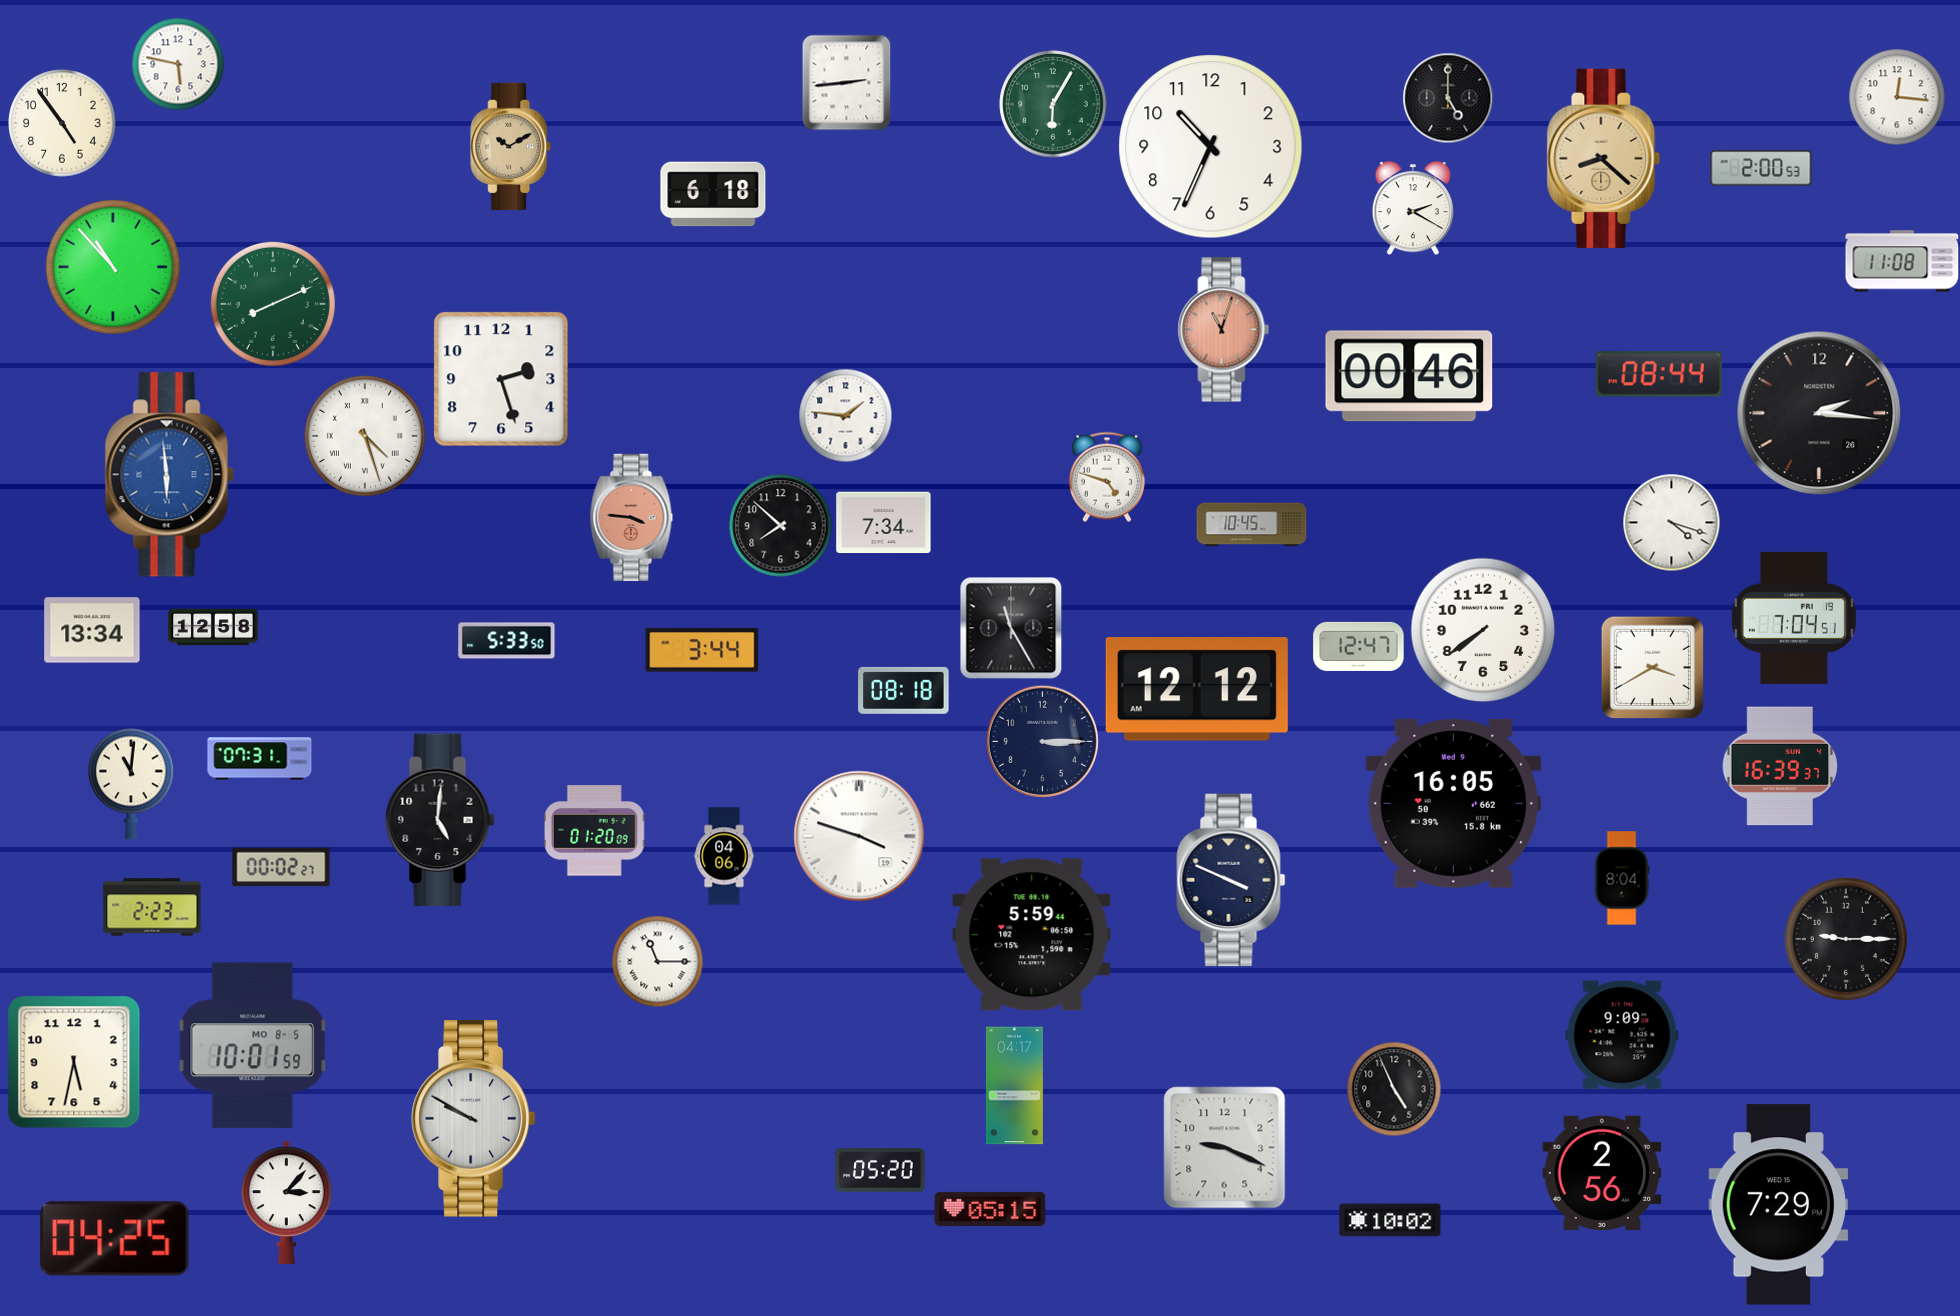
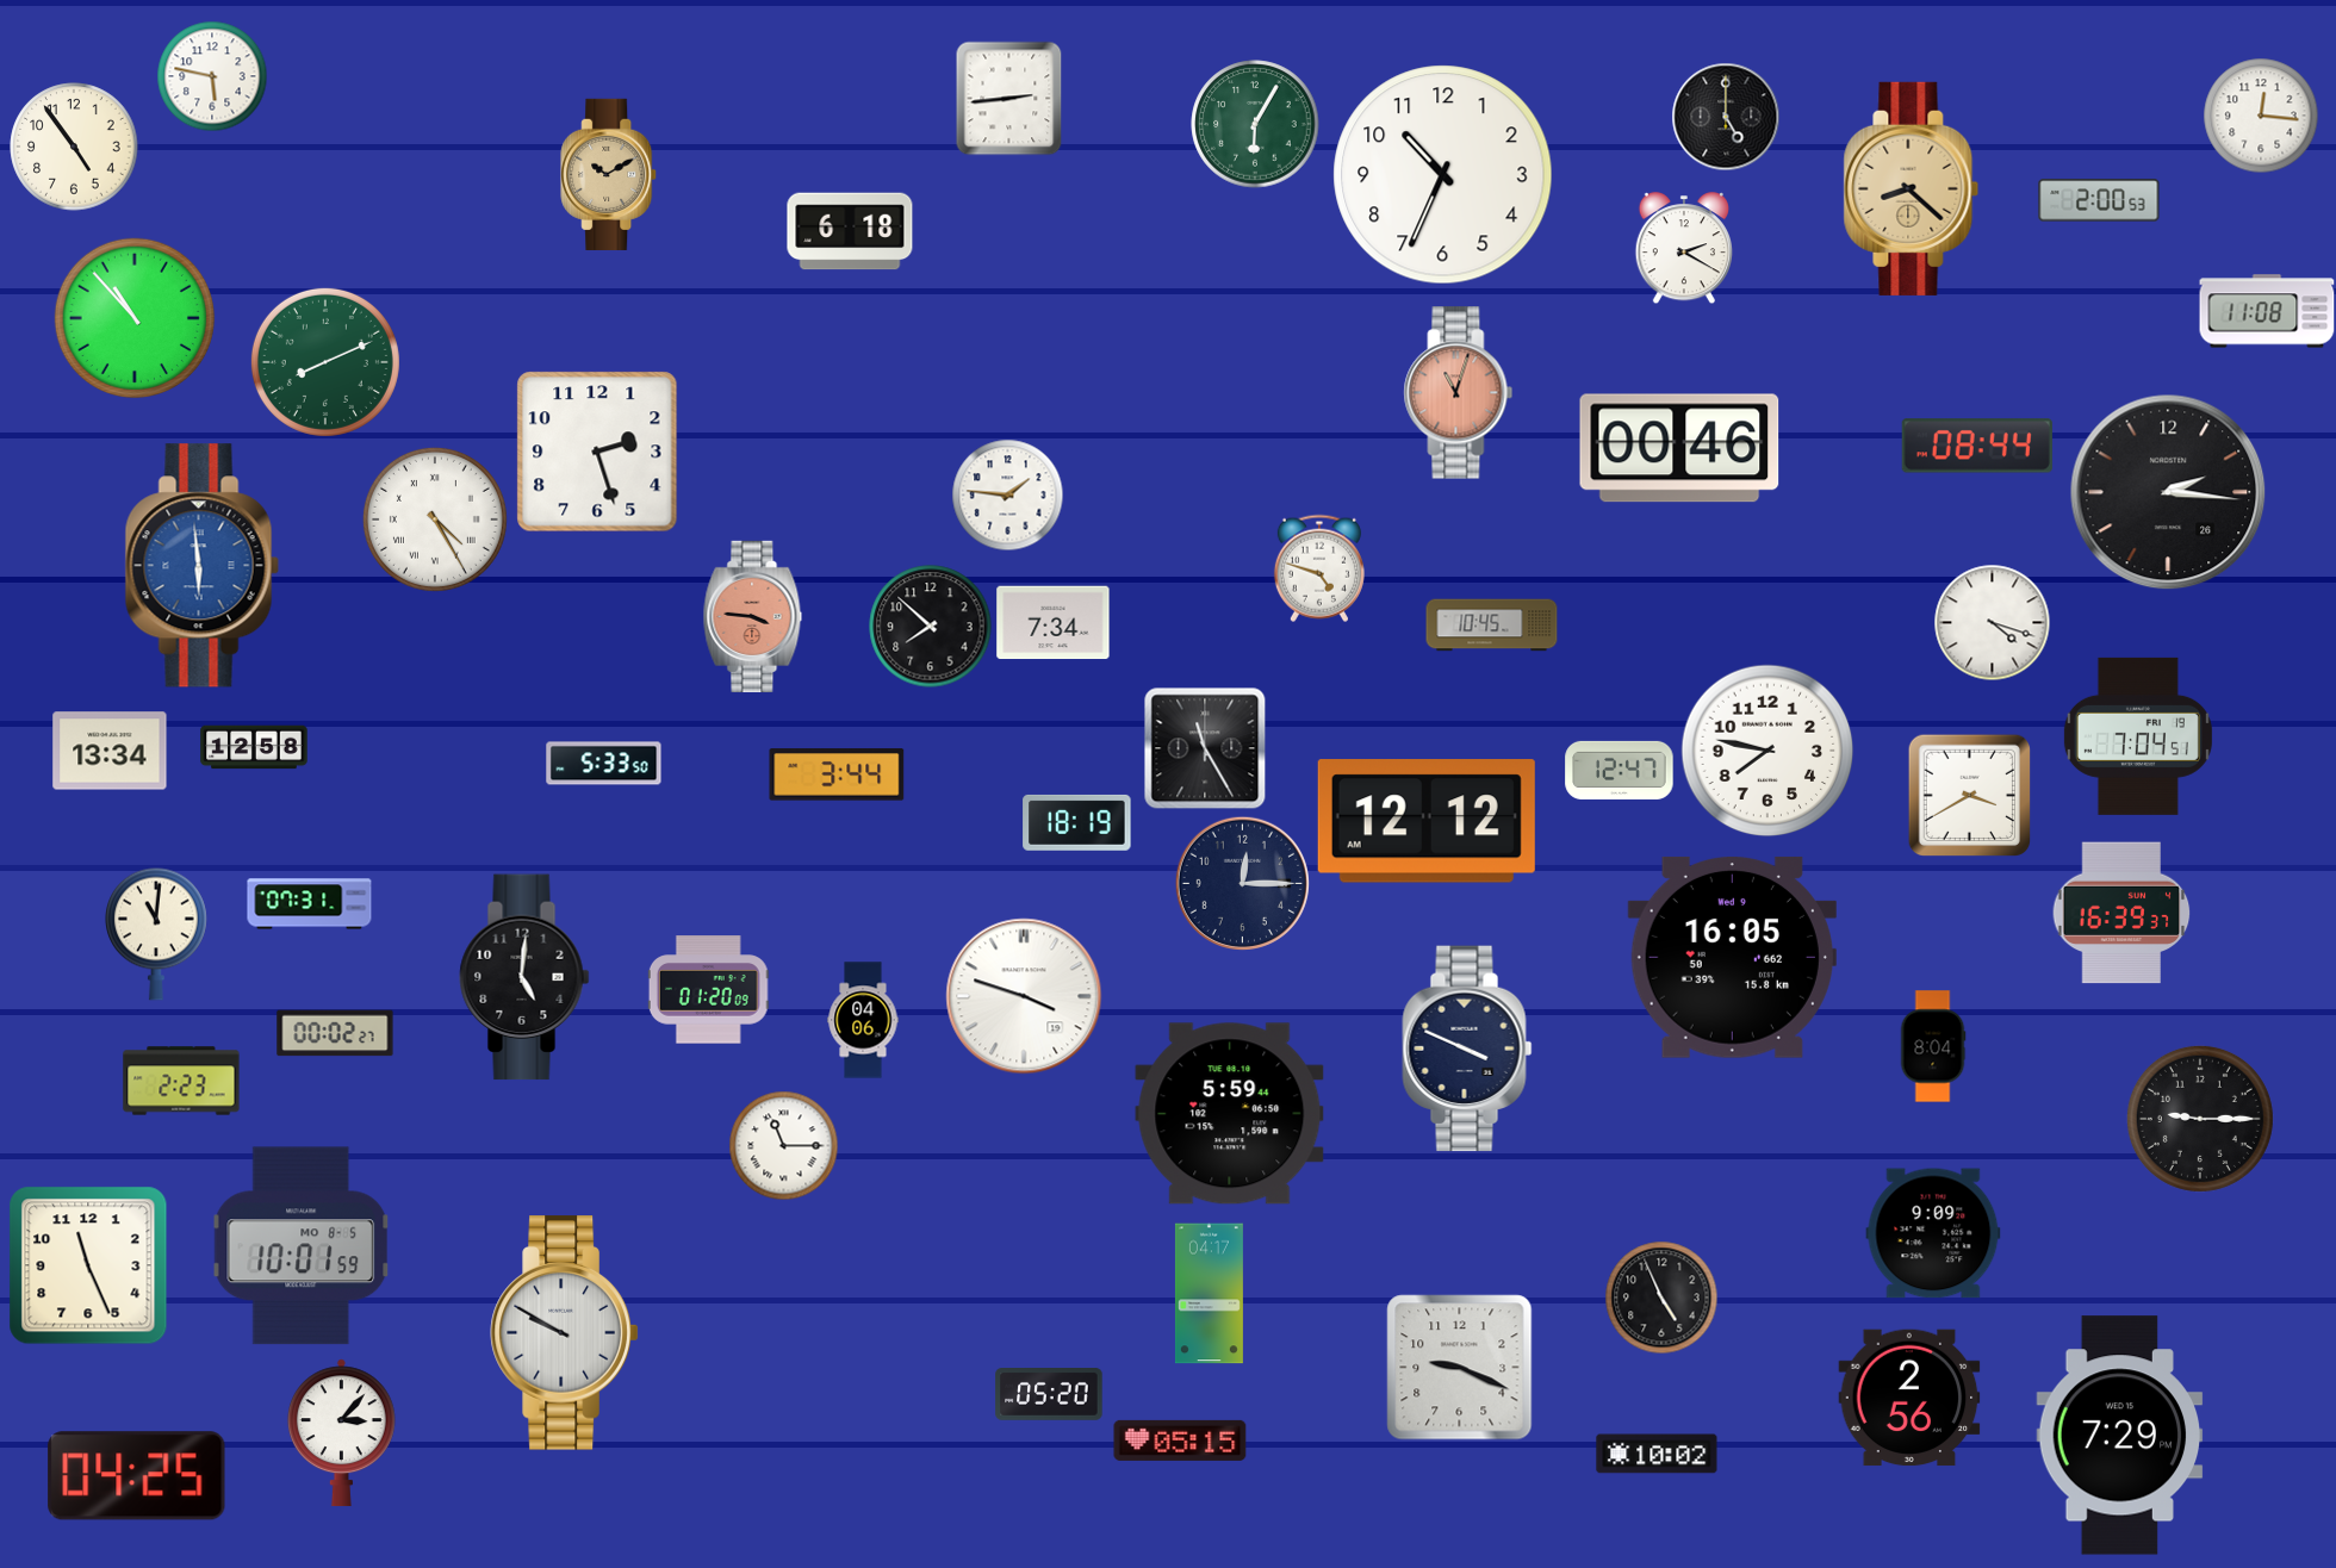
clock at (365, 436): 4:27 -> 4:25
clock at (1483, 630): 7:39 -> 7:47
clock at (904, 690): 08:18 -> 18:19
clock at (1042, 741): 3:15 -> 12:15
clock at (74, 1062): 5:32 -> 11:26
